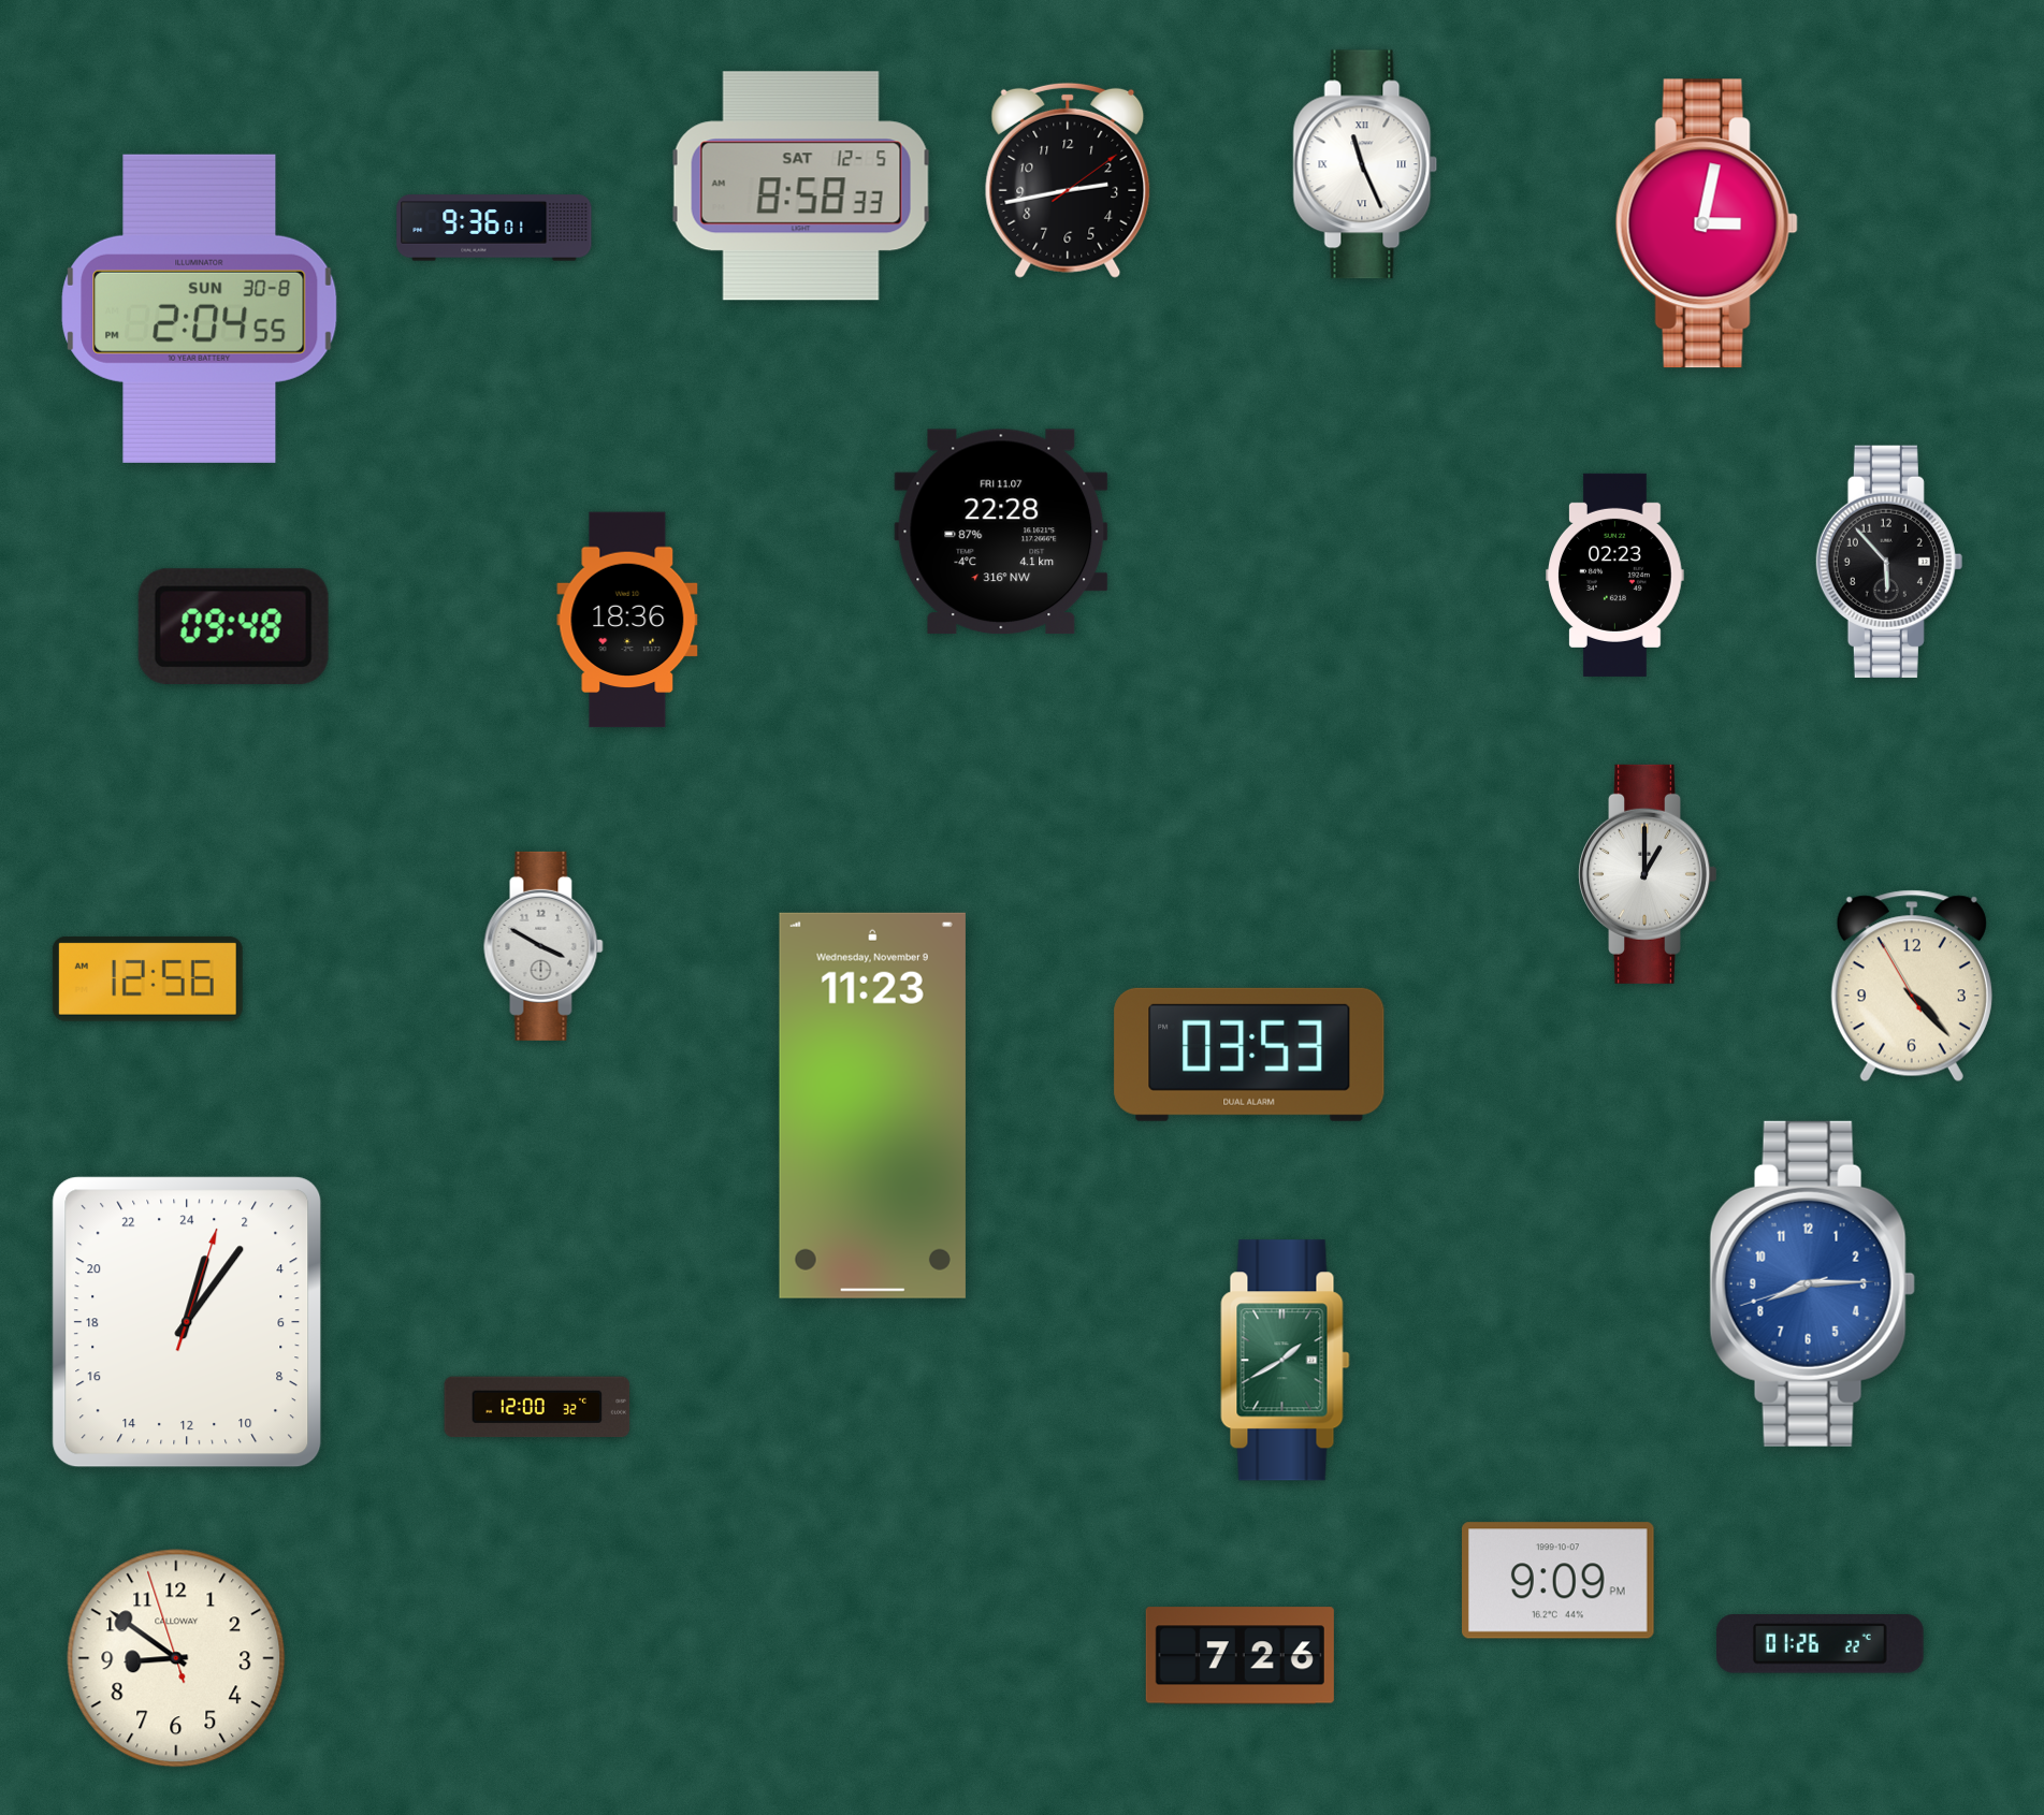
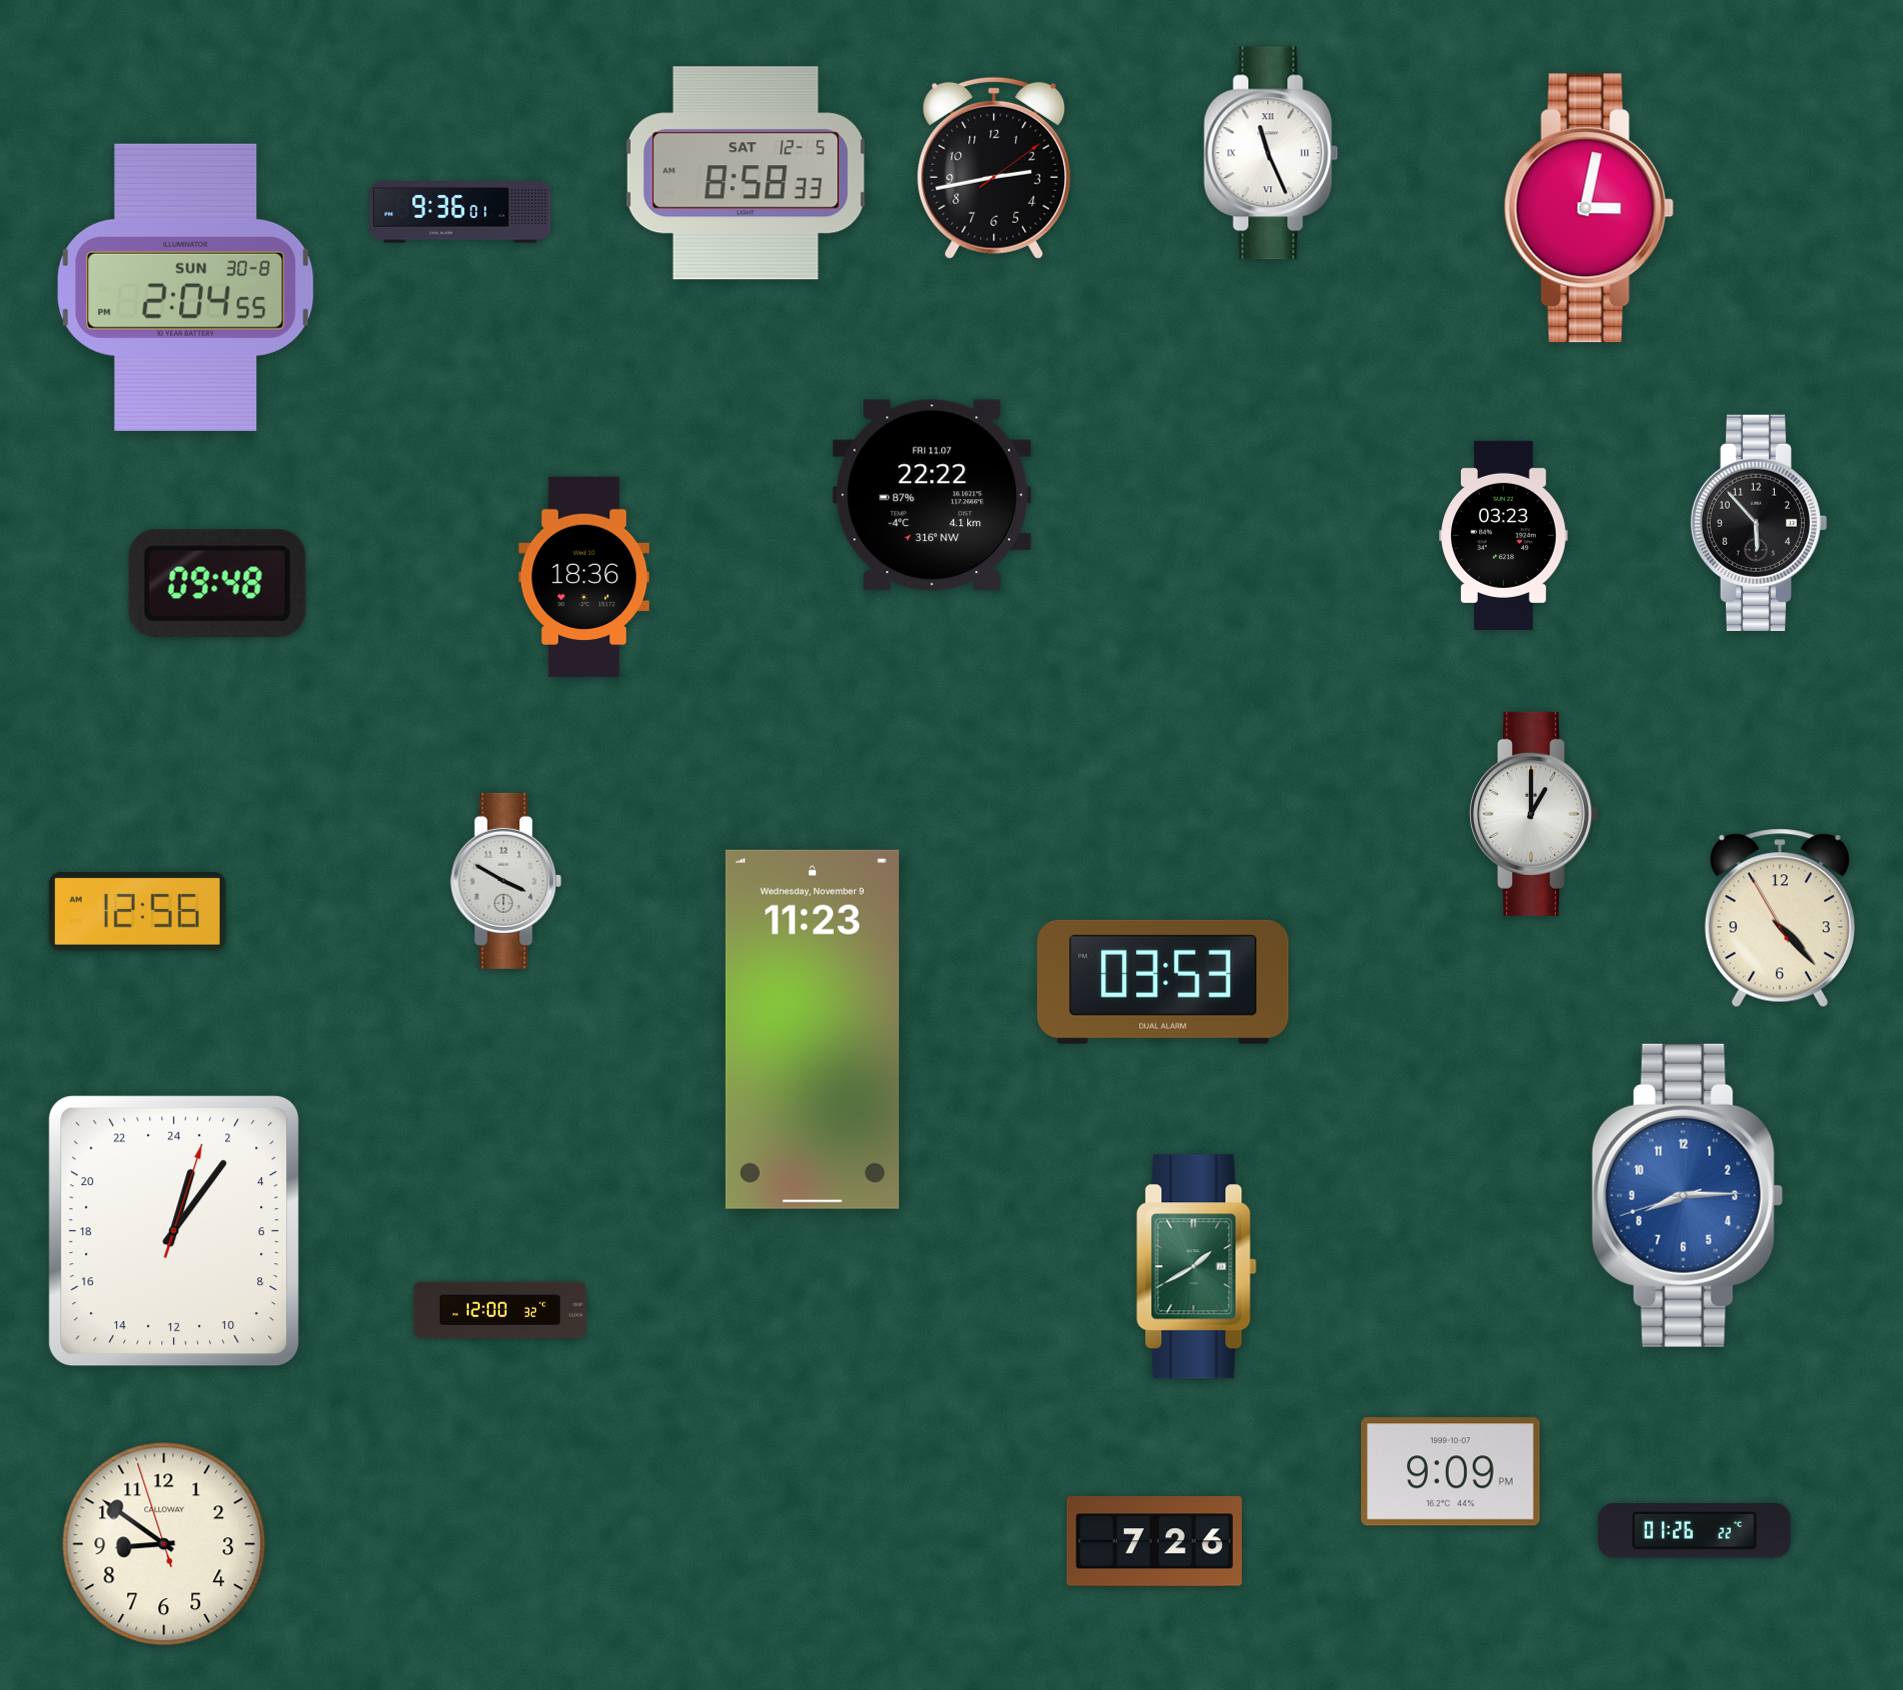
clock at (1001, 532): 22:28 -> 22:22
clock at (1615, 575): 02:23 -> 03:23
